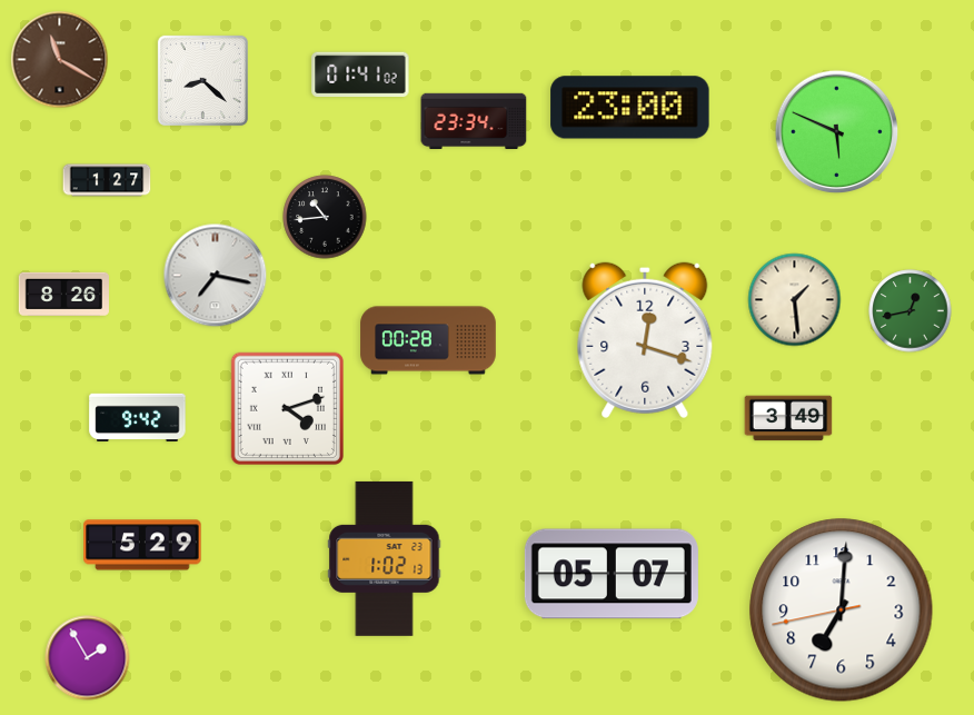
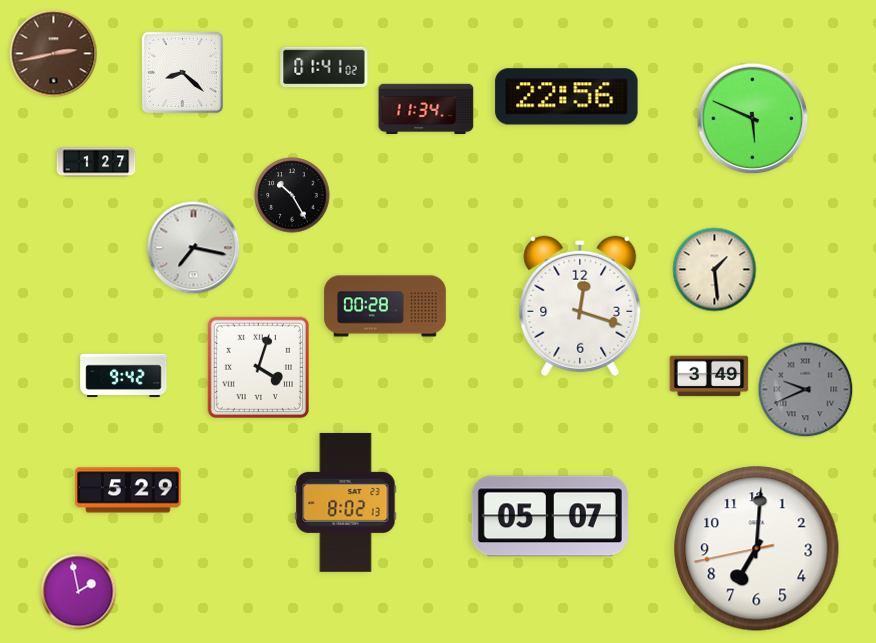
clock at (60, 60): 11:20 -> 2:43
clock at (630, 108): 23:00 -> 22:56
clock at (474, 121): 23:34 -> 11:34
clock at (325, 217): 10:44 -> 10:25
clock at (63, 294): 8:26 -> none
clock at (911, 311): 12:43 -> none
clock at (287, 408): 4:12 -> 4:03
clock at (806, 390): none -> 9:41
clock at (385, 558): 1:02 -> 8:02
clock at (88, 658): 1:55 -> 1:58
